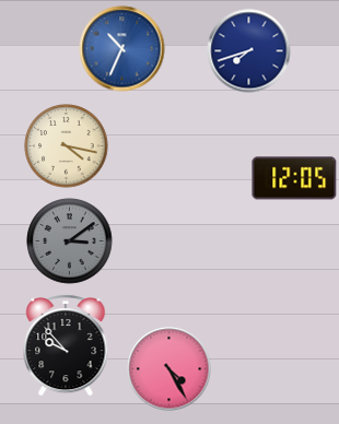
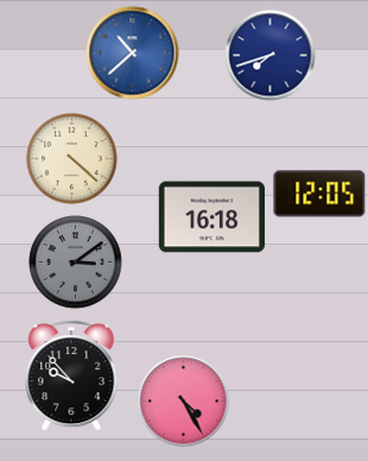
clock at (122, 49): 10:34 -> 10:38
clock at (67, 146): 4:17 -> 4:22
clock at (211, 217): none -> 16:18
